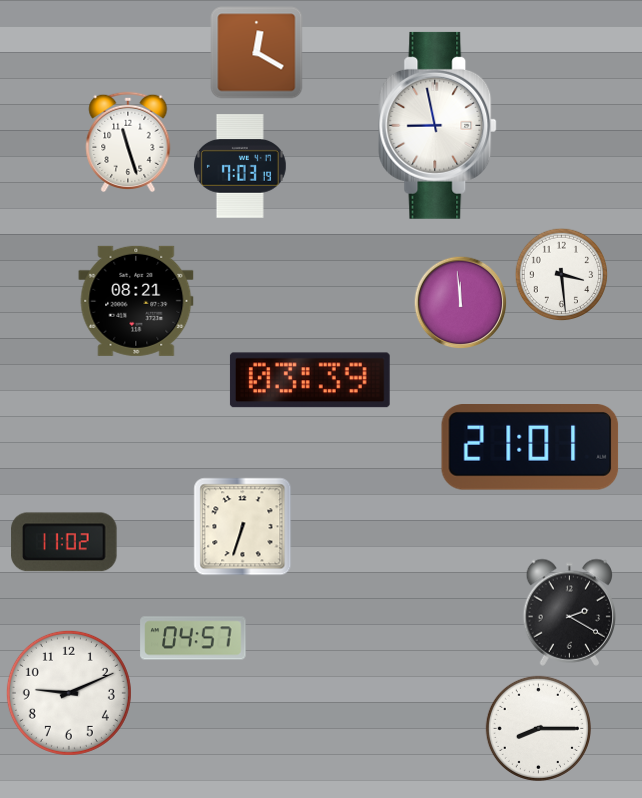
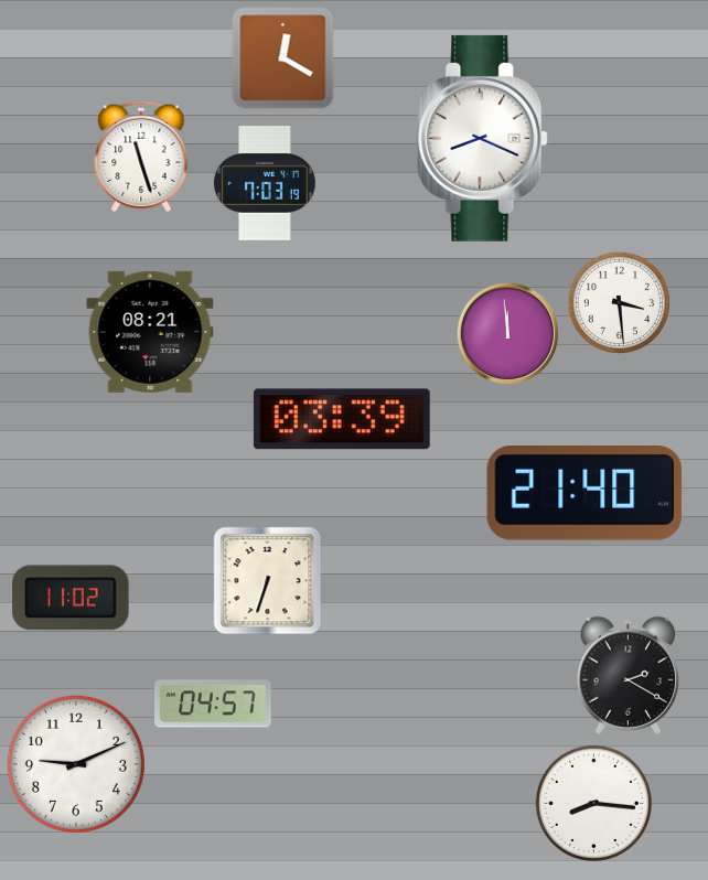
clock at (438, 125): 8:58 -> 8:19
clock at (530, 448): 21:01 -> 21:40
clock at (538, 728): 8:15 -> 8:16
